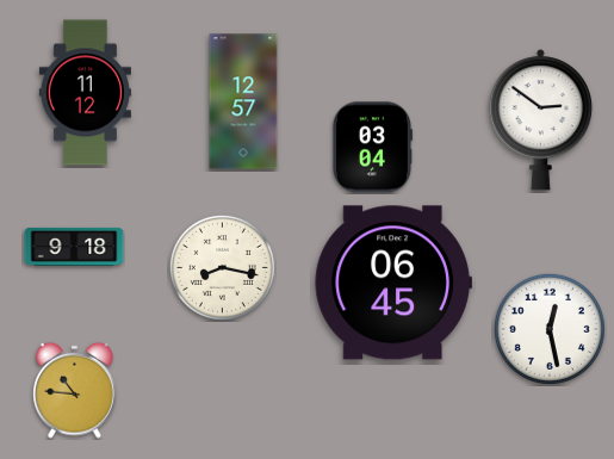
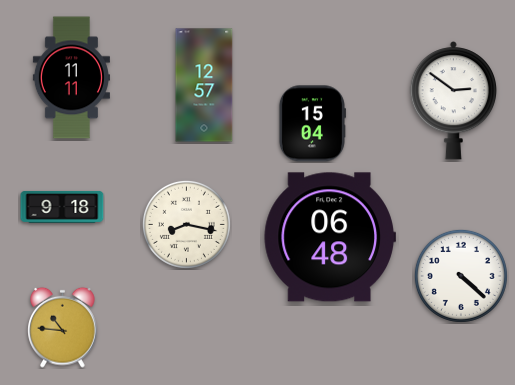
clock at (85, 93): 11:12 -> 11:11
clock at (372, 148): 03:04 -> 15:04
clock at (393, 283): 06:45 -> 06:48
clock at (550, 329): 12:28 -> 4:22
